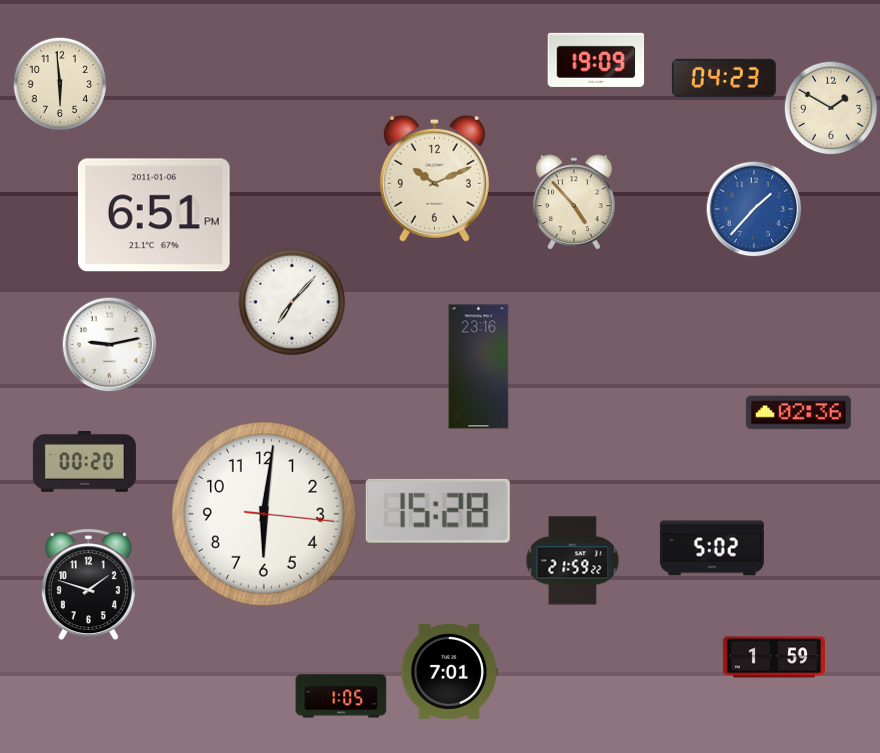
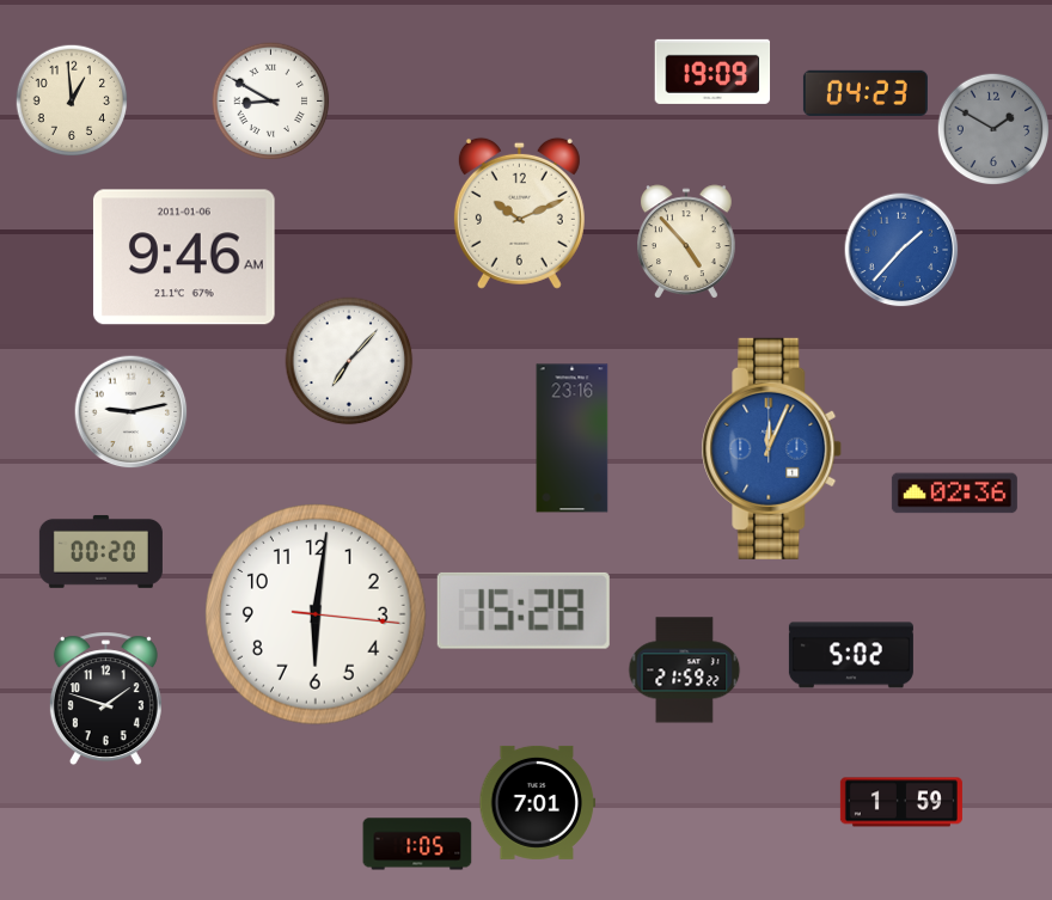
clock at (60, 84): 5:59 -> 12:59
clock at (271, 102): none -> 8:50
clock at (831, 108) dial: cream -> grey
clock at (154, 215): 6:51 -> 9:46
clock at (772, 448): none -> 12:04
clock at (774, 657) position: (774, 657) -> (901, 802)
clock at (341, 696) position: (341, 696) -> (417, 844)
